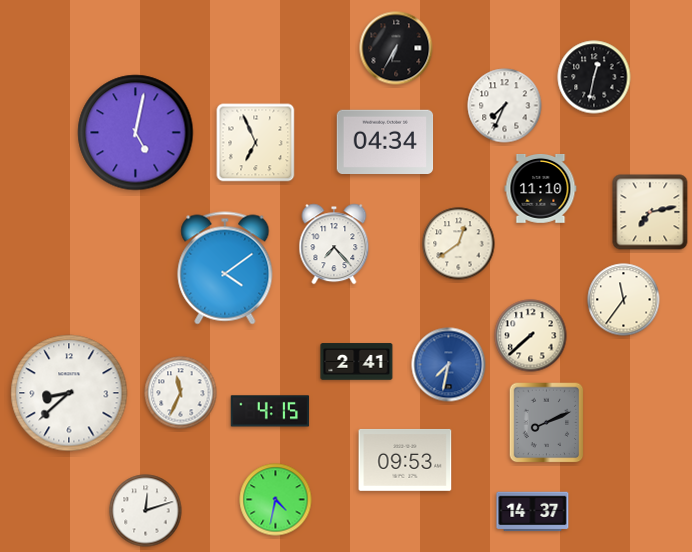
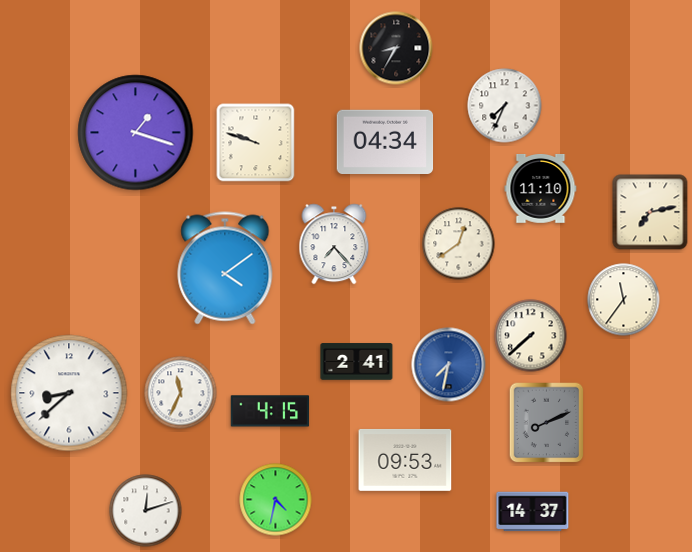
clock at (396, 48): 6:35 -> 8:35
clock at (594, 77): 12:32 -> none
clock at (136, 133): 5:02 -> 1:18
clock at (256, 143): 6:56 -> 9:48
